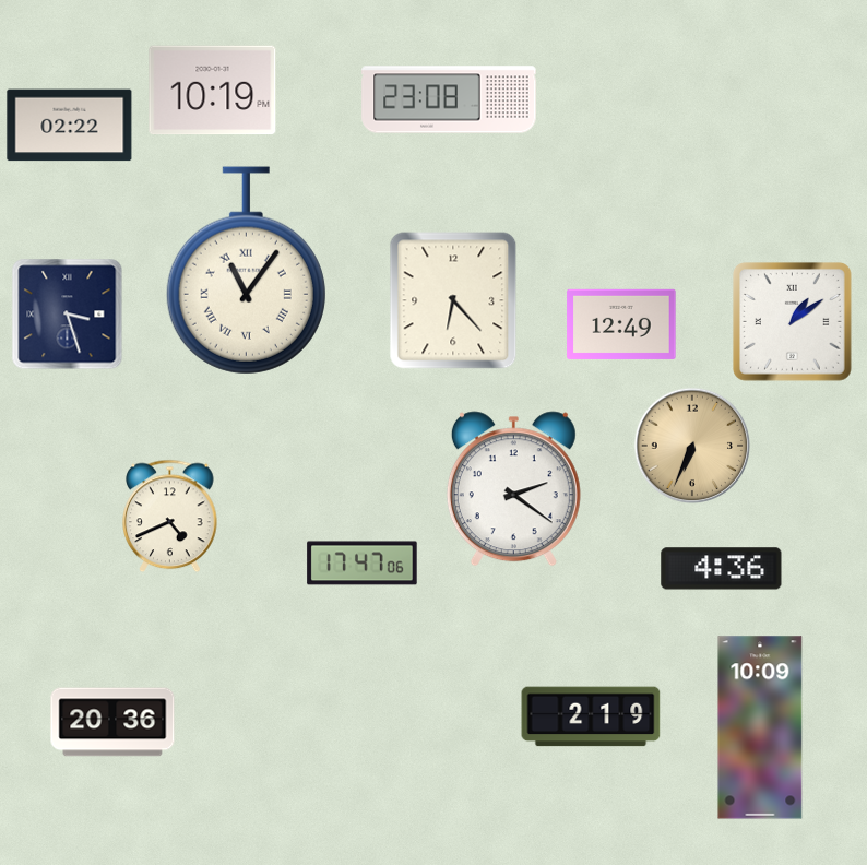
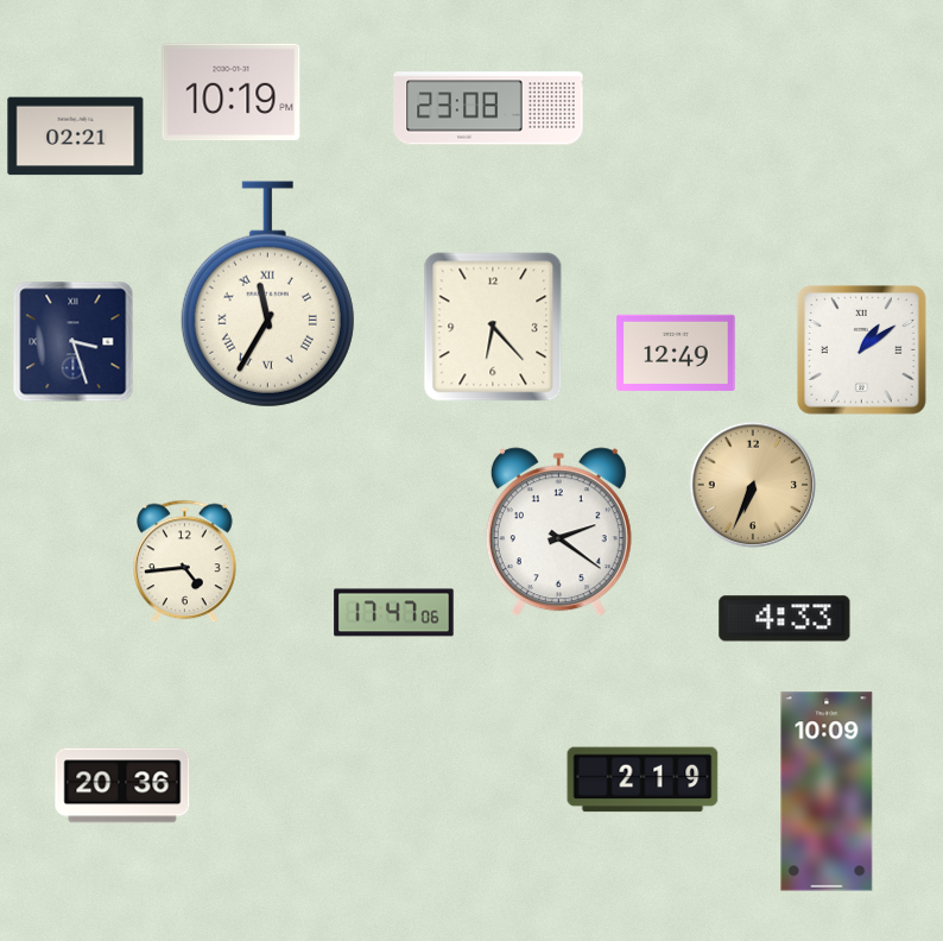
clock at (213, 91) position: (213, 91) -> (232, 93)
clock at (70, 126): 02:22 -> 02:21
clock at (246, 271): 11:06 -> 11:35
clock at (170, 516): 4:41 -> 4:44
clock at (722, 569): 4:36 -> 4:33
